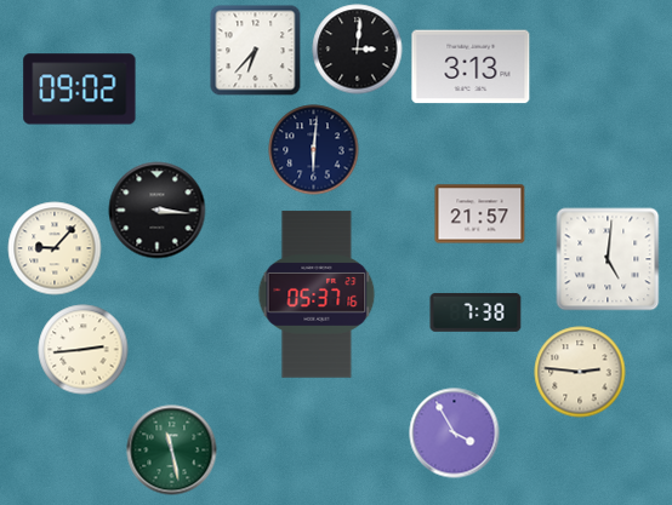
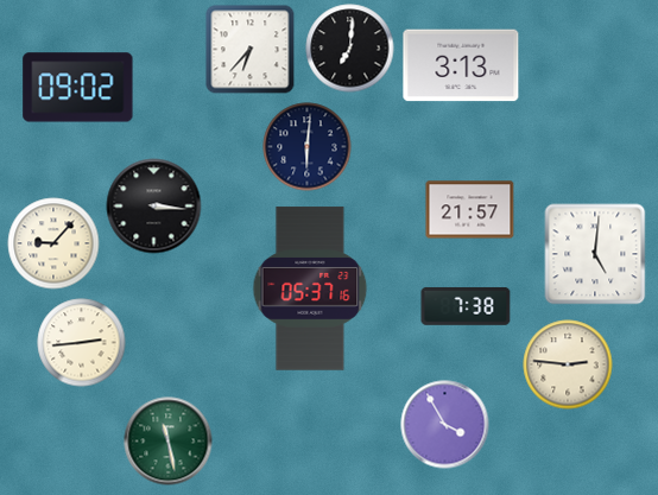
clock at (358, 50): 3:01 -> 7:01
